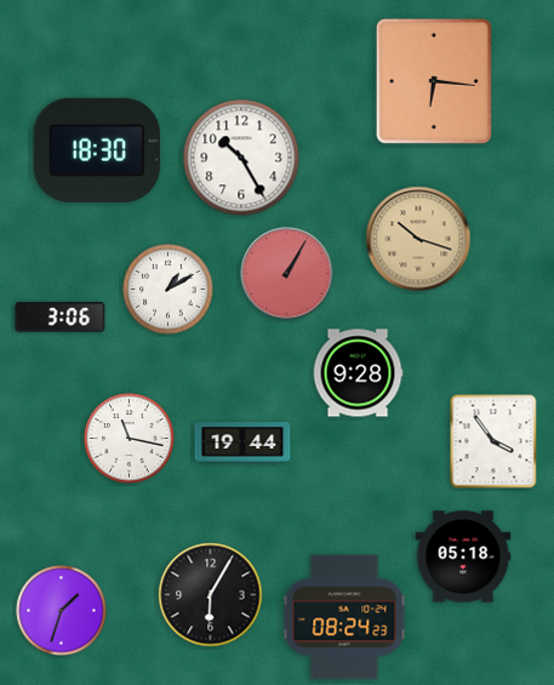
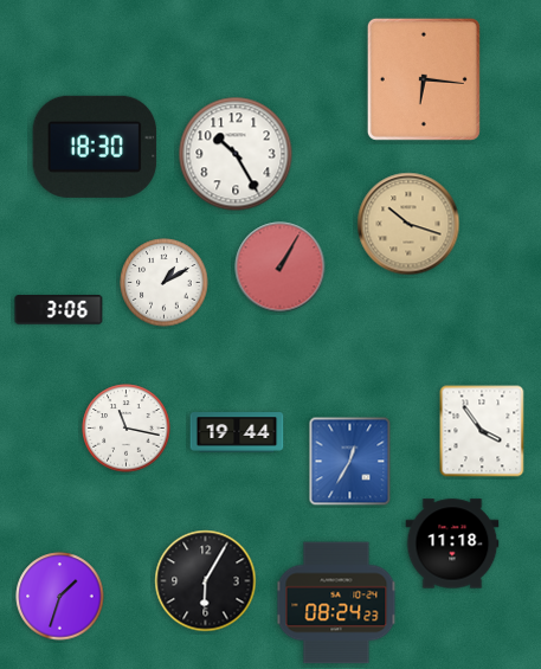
clock at (418, 239) position: (418, 239) -> (408, 224)
clock at (358, 373): 9:28 -> none
clock at (350, 462): none -> 12:35
clock at (463, 556): 05:18 -> 11:18
